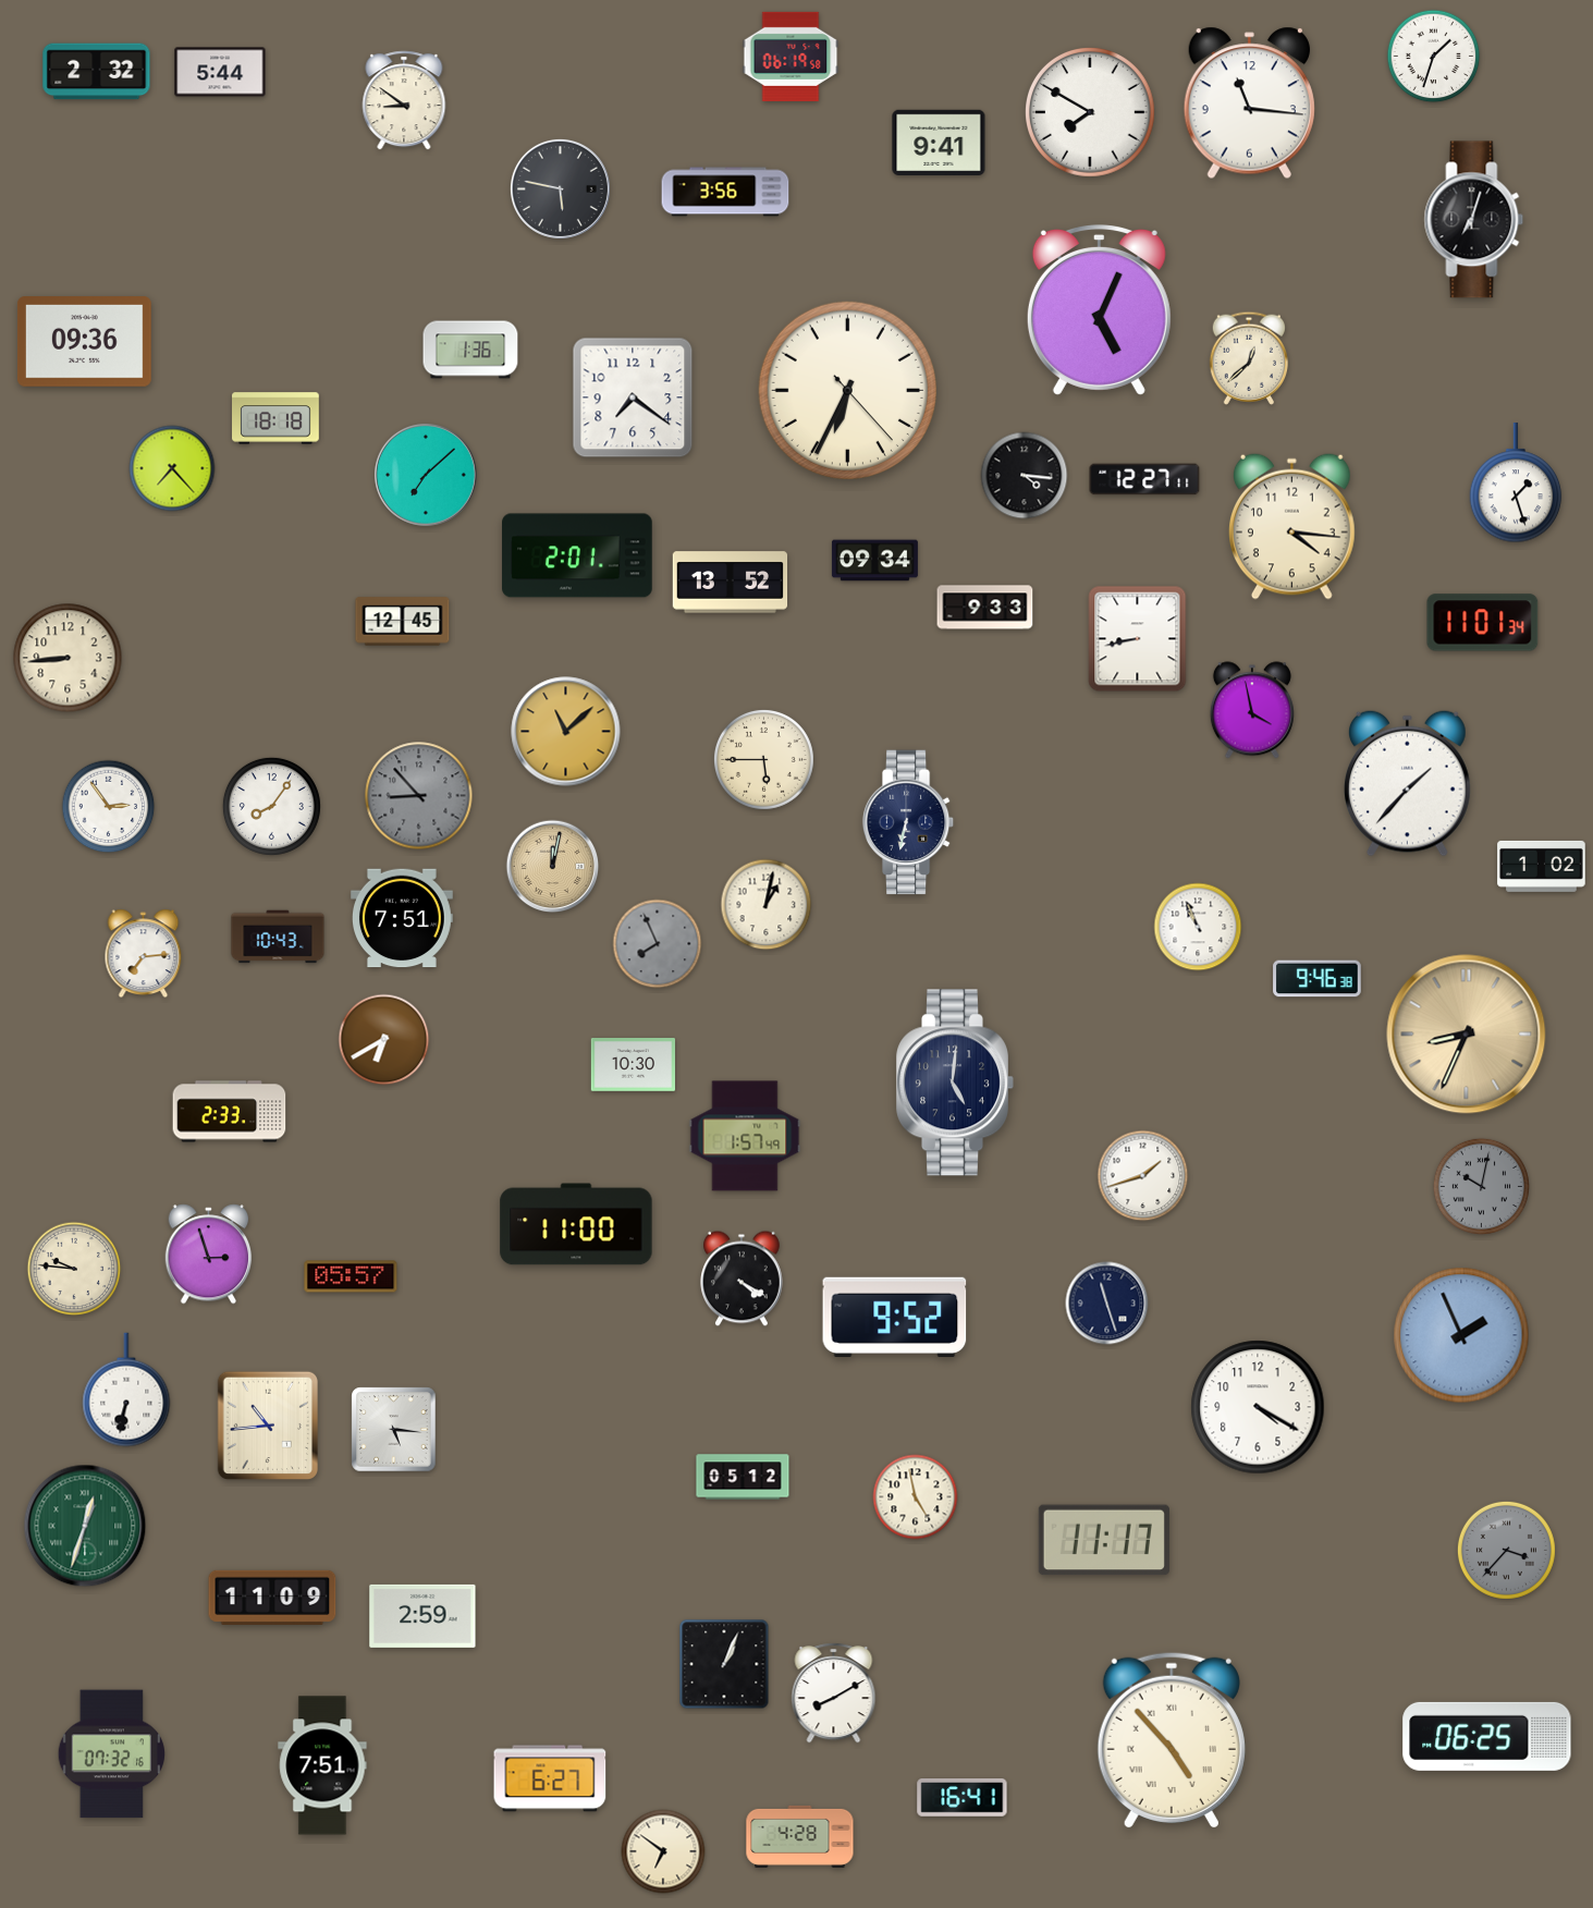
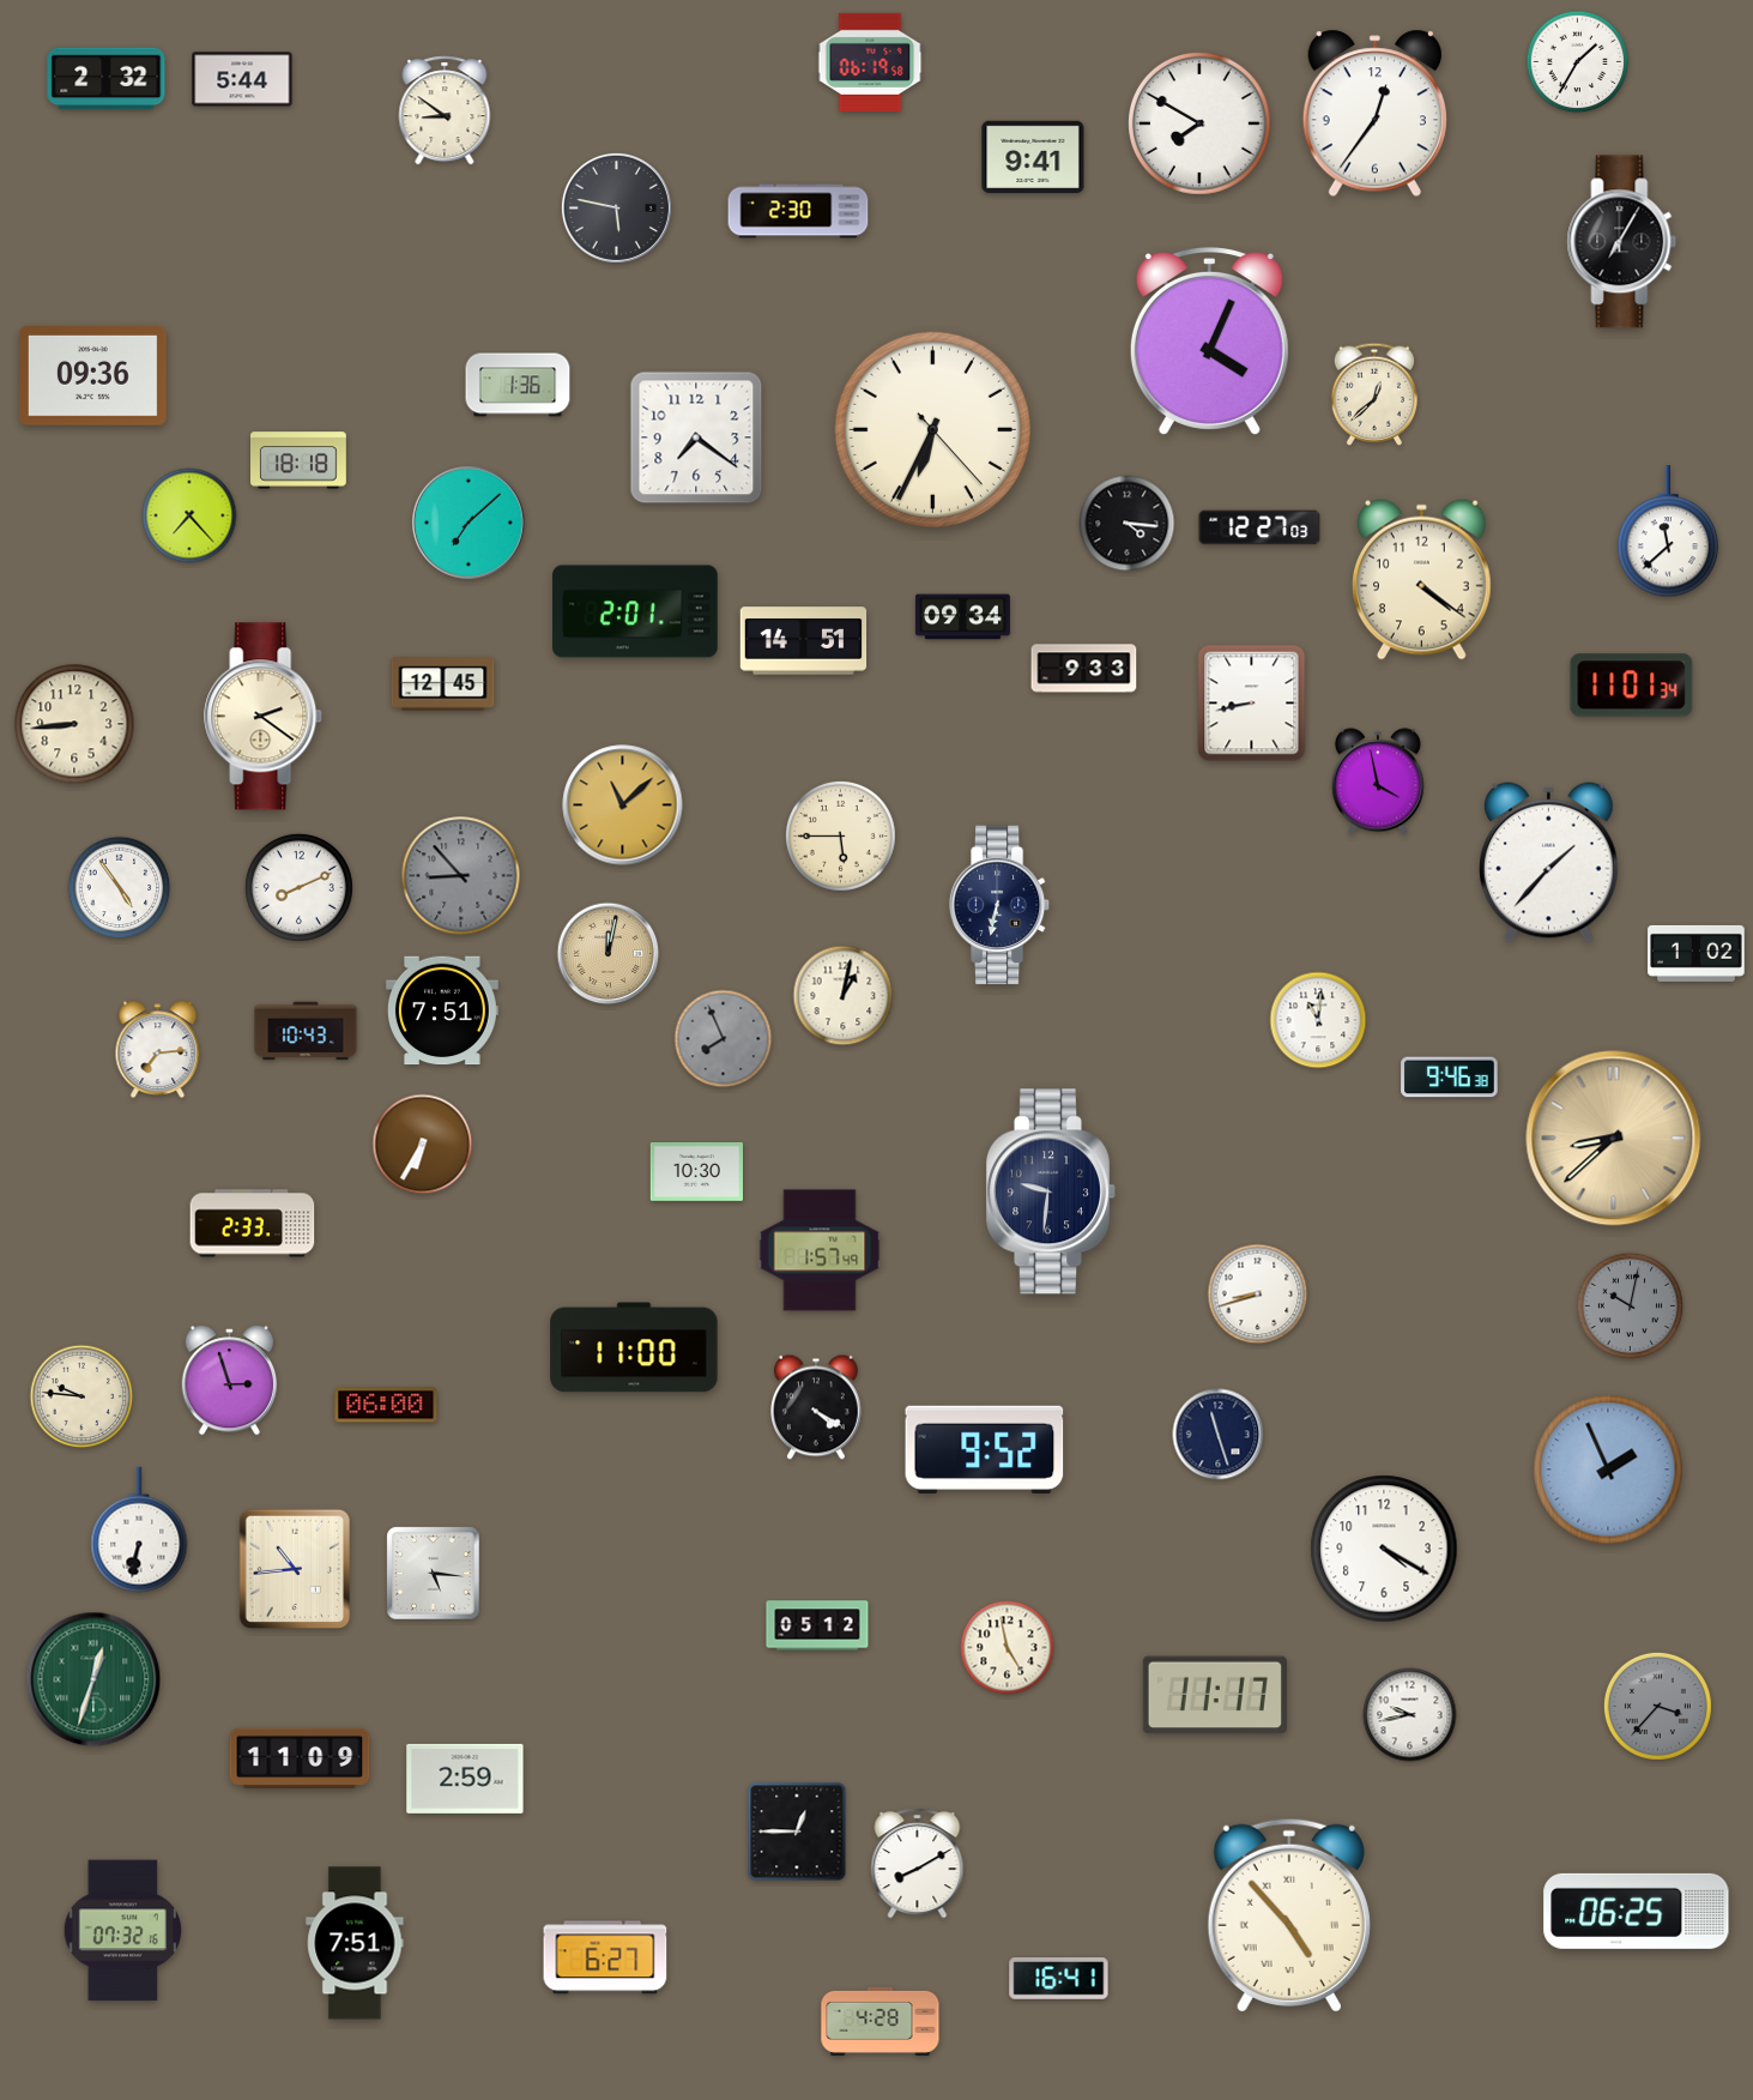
clock at (1434, 57): 1:33 -> 1:35
clock at (1249, 103): 11:16 -> 12:36
clock at (725, 192): 3:56 -> 2:30
clock at (1474, 220): 7:03 -> 7:05
clock at (1099, 310): 5:04 -> 4:04
clock at (277, 418) position: (277, 418) -> (300, 460)
clock at (1144, 479): 12:27:11 -> 12:27:03
clock at (1516, 484): 1:27 -> 11:38
clock at (1291, 526): 4:16 -> 4:21
clock at (731, 583): 13:52 -> 14:51
clock at (264, 717): none -> 2:21
clock at (271, 806): 8:06 -> 8:11
clock at (109, 807): 2:54 -> 4:54
clock at (1198, 927): 10:56 -> 11:01
clock at (1467, 1035): 8:34 -> 8:38
clock at (384, 1040): 6:40 -> 6:35
clock at (955, 1083): 5:01 -> 9:31
clock at (1143, 1176): 1:42 -> 8:42
clock at (351, 1276): 05:57 -> 06:00
clock at (1410, 1715): none -> 9:43
clock at (724, 1664): 1:04 -> 12:45
clock at (663, 1851): 6:51 -> none
